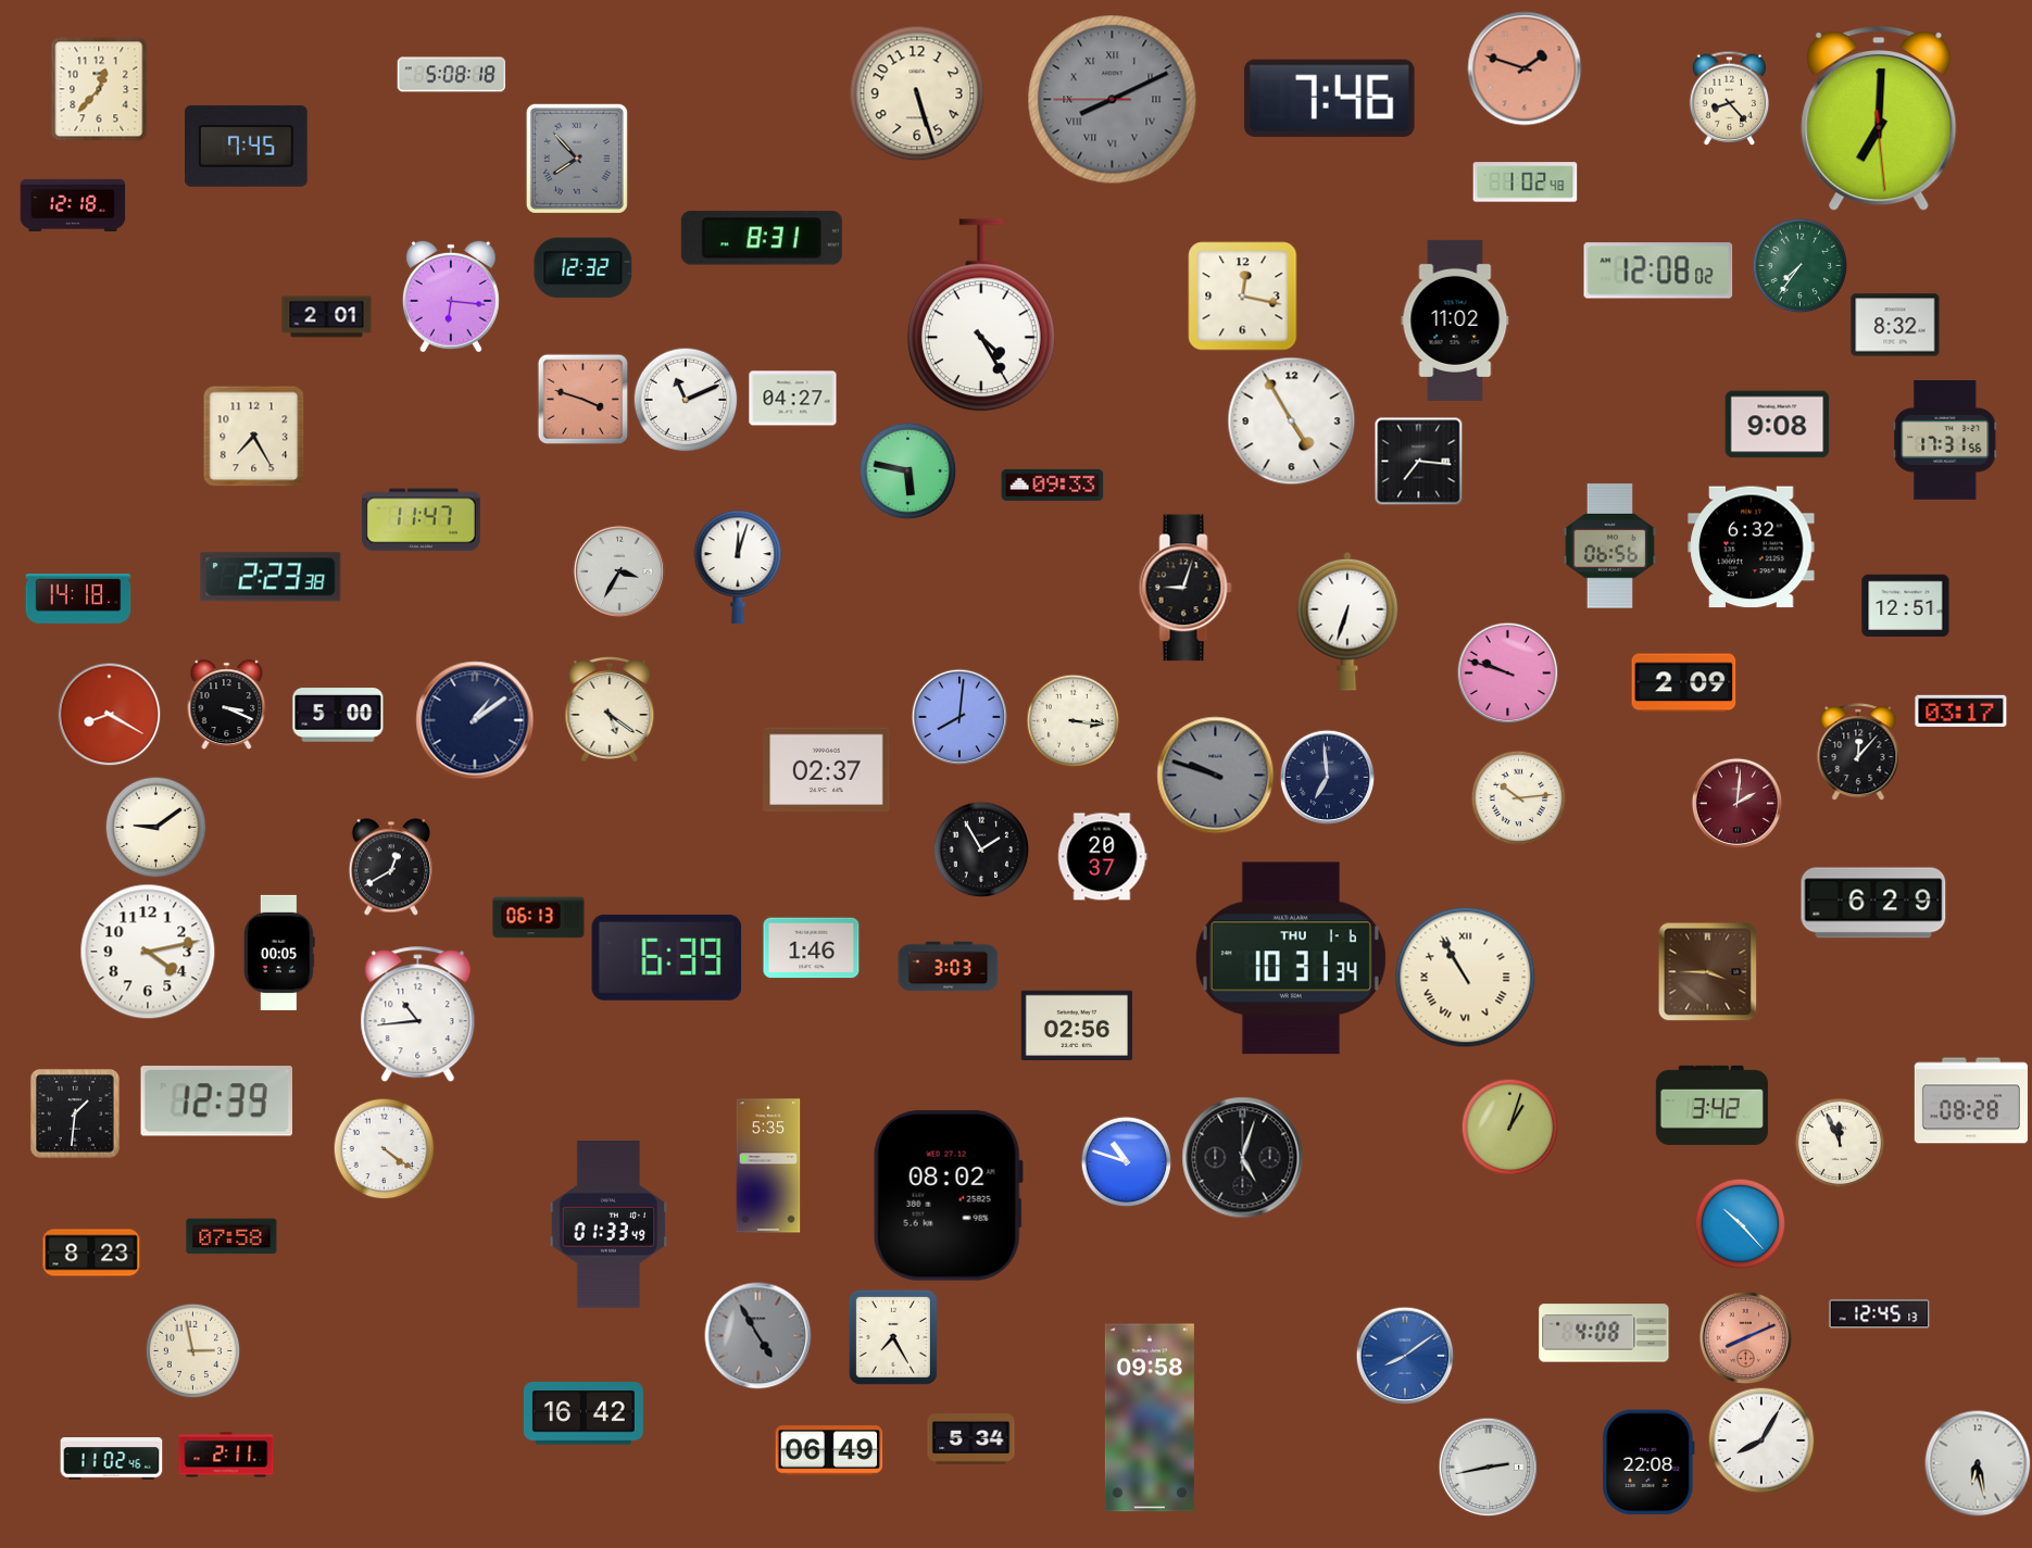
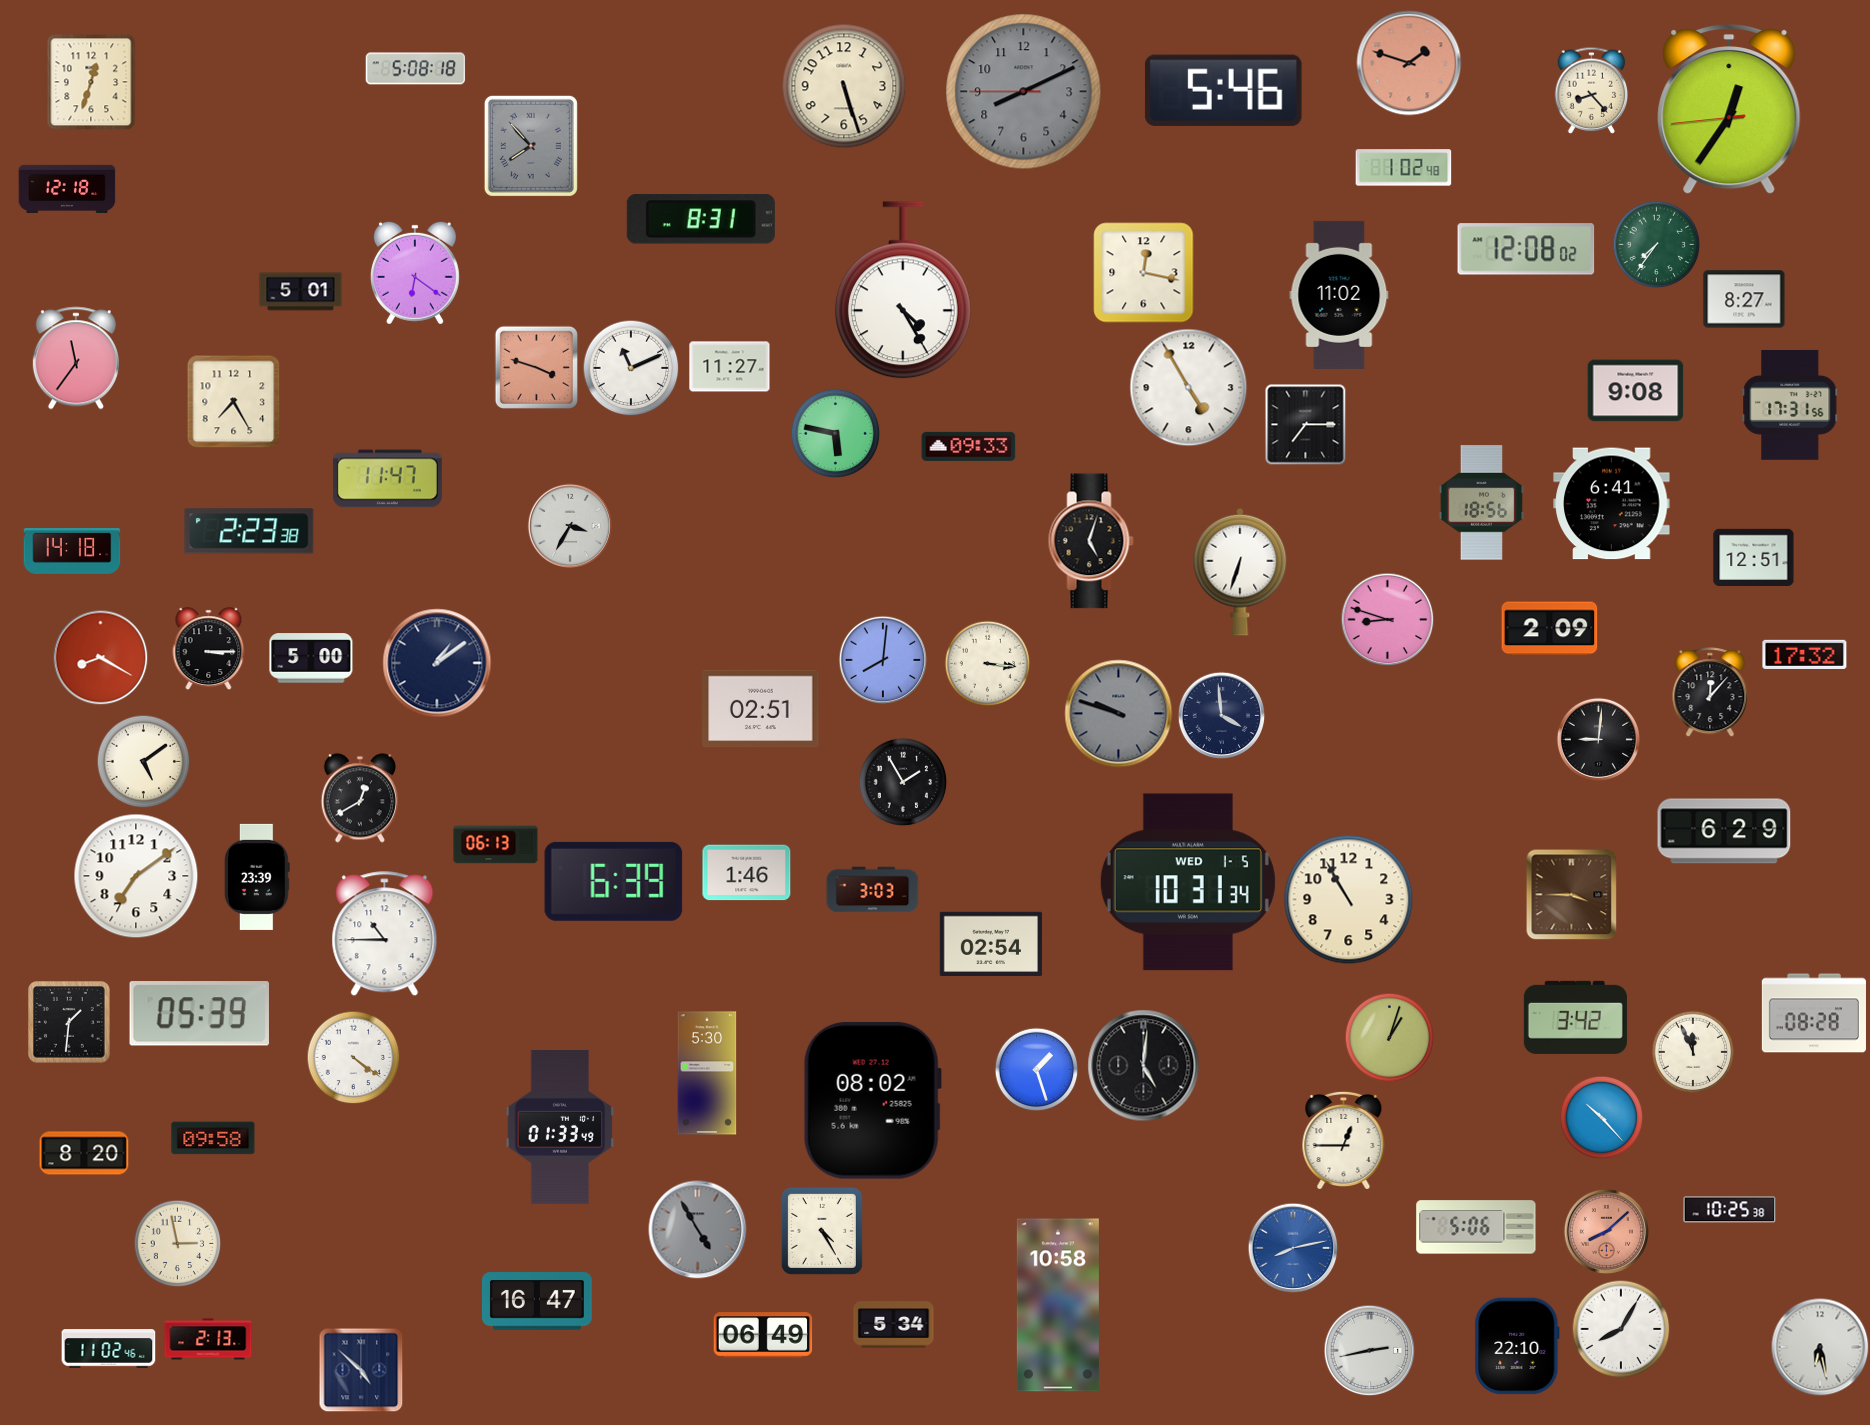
clock at (1525, 68) position: (1525, 68) -> (1409, 63)
clock at (99, 89): 12:37 -> 12:33
clock at (1329, 98): 7:46 -> 5:46
clock at (1113, 100) numerals: Roman -> Arabic
clock at (1879, 118): 7:00 -> 12:35
clock at (247, 146): 7:45 -> none
clock at (584, 268): 12:32 -> none
clock at (451, 297): 6:16 -> 6:21
clock at (327, 317): 2:01 -> 5:01
clock at (1895, 325): 8:32 -> 8:27
clock at (76, 358): none -> 11:36
clock at (793, 399): 04:27 -> 11:27
clock at (1418, 461): 7:16 -> 7:15
clock at (1610, 546): 06:56 -> 18:56
clock at (1752, 548): 6:32 -> 6:41
clock at (738, 567): 12:03 -> none
clock at (1186, 588): 9:03 -> 5:03
clock at (1507, 672): 9:48 -> 8:48
clock at (227, 705): 3:19 -> 3:15
clock at (610, 709): 5:21 -> none
clock at (1961, 710): 03:17 -> 17:32
clock at (827, 770): 02:37 -> 02:51
clock at (1327, 777): 6:59 -> 3:59
clock at (1518, 797): 10:14 -> none
clock at (1736, 803): 2:01 -> 9:01
clock at (1736, 803) dial: burgundy -> black
clock at (155, 827): 9:09 -> 5:09
clock at (1102, 857): 20:37 -> none
clock at (148, 952): 4:13 -> 7:09
clock at (280, 953): 00:05 -> 23:39
clock at (1291, 958) date: THU 1-6 -> WED 1-5
clock at (1466, 978) numerals: Roman -> Arabic
clock at (418, 1015): 10:44 -> 10:45
clock at (1077, 1024): 02:56 -> 02:54
clock at (216, 1102): 12:39 -> 05:39
clock at (75, 1113) position: (75, 1113) -> (69, 1022)
clock at (1243, 1158): 5:03 -> 5:01
clock at (1126, 1161): 10:48 -> 1:27
clock at (768, 1166): 5:35 -> 5:30
clock at (1740, 1223) position: (1740, 1223) -> (1601, 1117)
clock at (231, 1236): 07:58 -> 09:58
clock at (1344, 1140): none -> 12:45
clock at (91, 1253): 8:23 -> 8:20
clock at (1880, 1314): 12:45 -> 10:25
clock at (1604, 1333): 4:08 -> 5:06
clock at (893, 1337): 7:25 -> 4:25
clock at (1745, 1337): 8:11 -> 8:08
clock at (1405, 1356): 8:09 -> 8:13
clock at (584, 1413): 16:42 -> 16:47
clock at (1150, 1418): 09:58 -> 10:58
clock at (1761, 1440) position: (1761, 1440) -> (1621, 1329)
clock at (226, 1455): 2:11 -> 2:13
clock at (112, 1459) position: (112, 1459) -> (109, 1349)
clock at (1648, 1462): 22:08 -> 22:10
clock at (361, 1370): none -> 4:52
